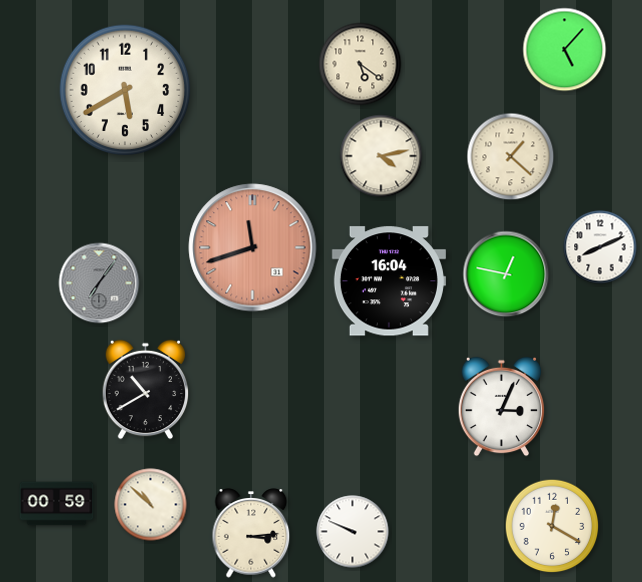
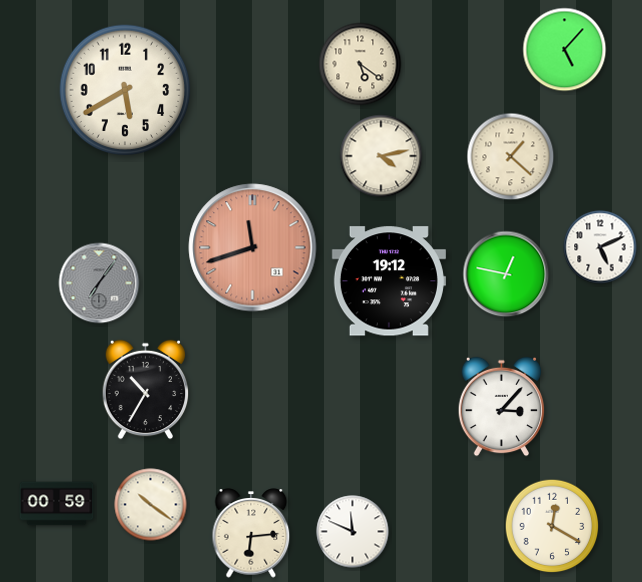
clock at (600, 247): 8:11 -> 5:11
clock at (389, 281): 16:04 -> 19:12
clock at (146, 390): 10:40 -> 10:35
clock at (502, 407): 3:04 -> 3:07
clock at (151, 505): 10:52 -> 10:21
clock at (353, 532): 9:49 -> 11:49
clock at (251, 533): 3:14 -> 6:14
